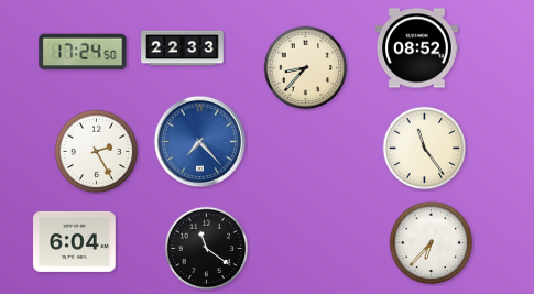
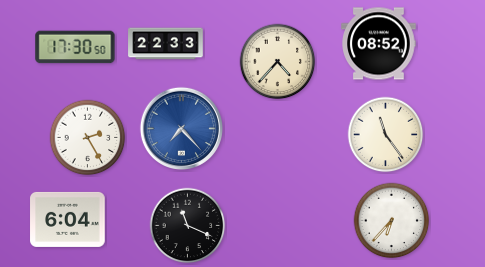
clock at (83, 52): 17:24 -> 17:30
clock at (306, 68): 8:37 -> 4:37
clock at (207, 249): 11:21 -> 11:19
